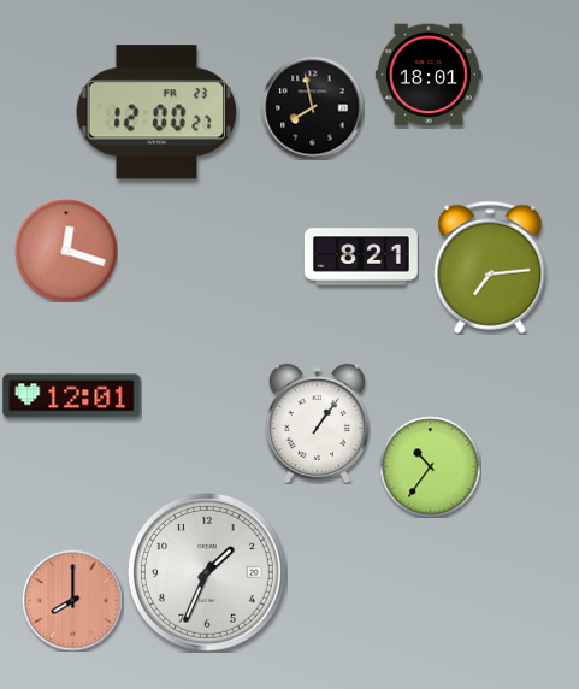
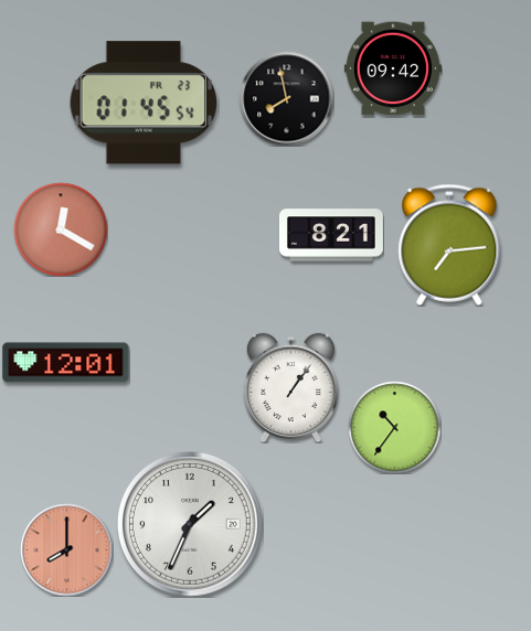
clock at (429, 75): 18:01 -> 09:42
clock at (156, 112): 12:00 -> 01:45
clock at (66, 251): 12:18 -> 12:20
